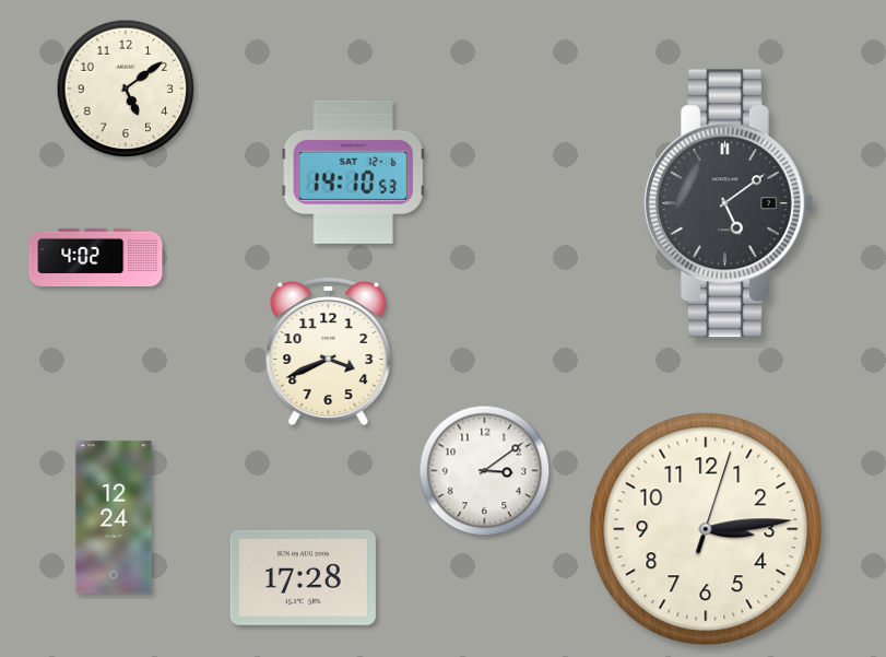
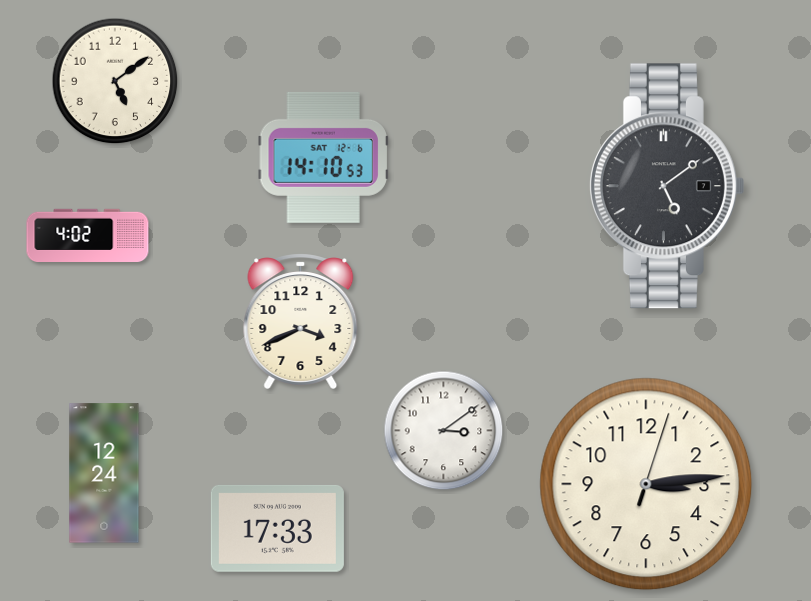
clock at (303, 577): 17:28 -> 17:33
